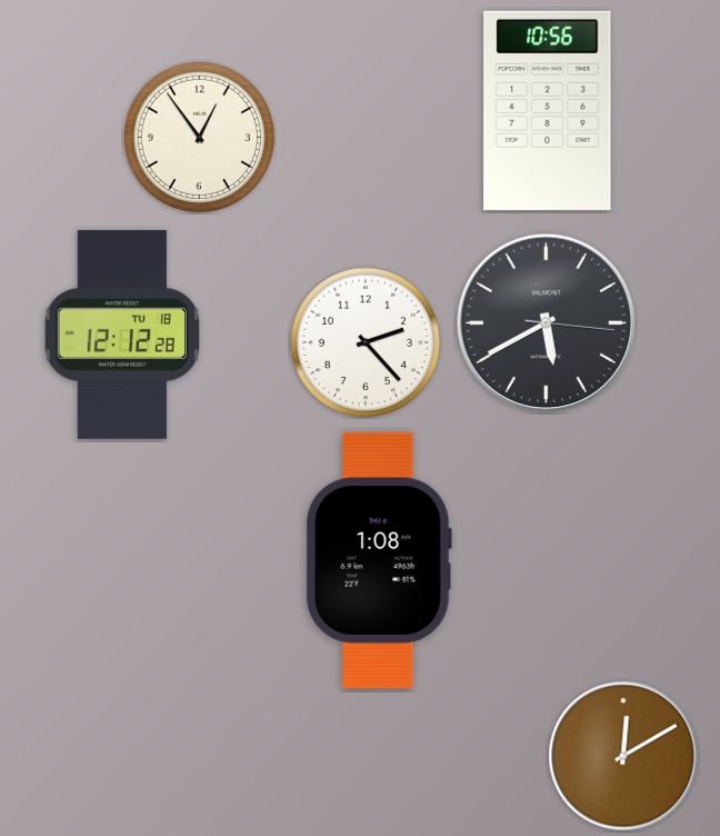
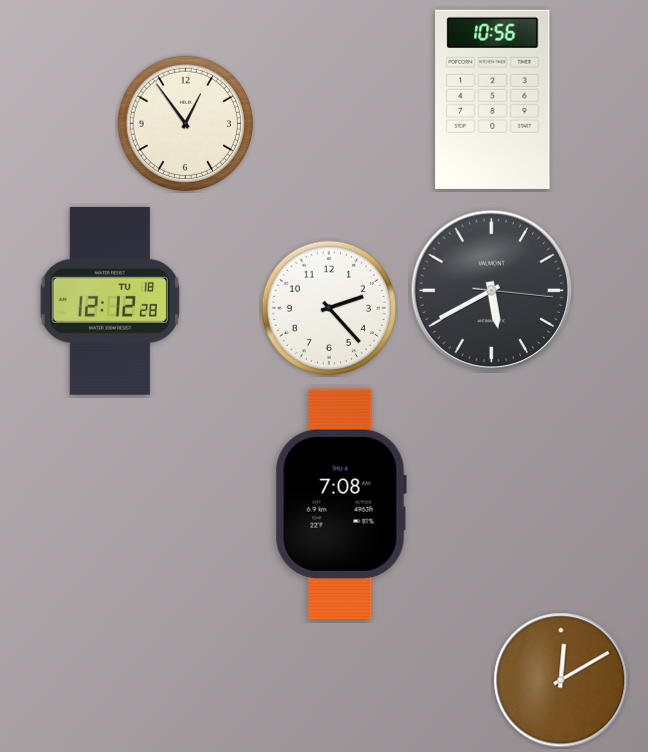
clock at (199, 137) position: (199, 137) -> (185, 123)
clock at (379, 560): 1:08 -> 7:08
